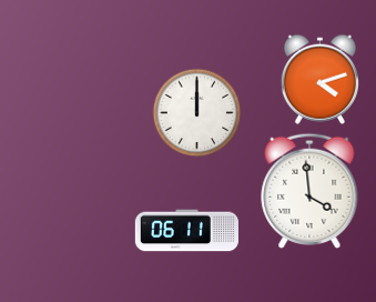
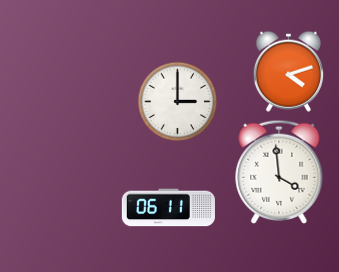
clock at (197, 113): 12:00 -> 3:00
